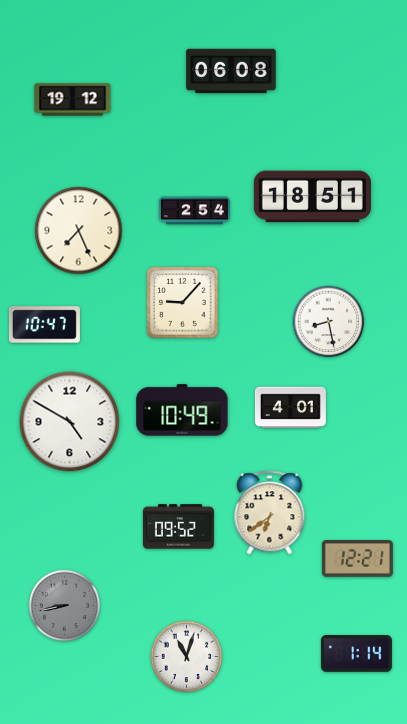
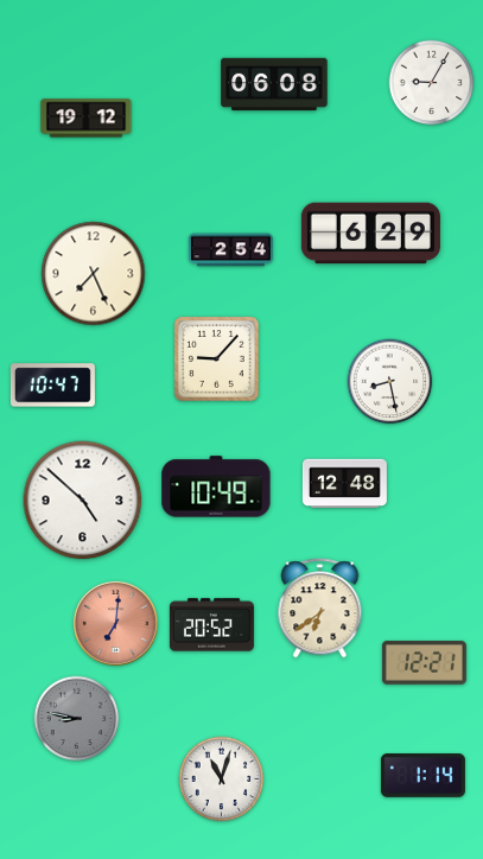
clock at (432, 83): none -> 9:05
clock at (312, 197): 18:51 -> 6:29
clock at (290, 408): 4:01 -> 12:48
clock at (70, 422): 4:50 -> 4:52
clock at (115, 623): none -> 7:01
clock at (178, 527): 09:52 -> 20:52
clock at (65, 606): 8:43 -> 8:47
